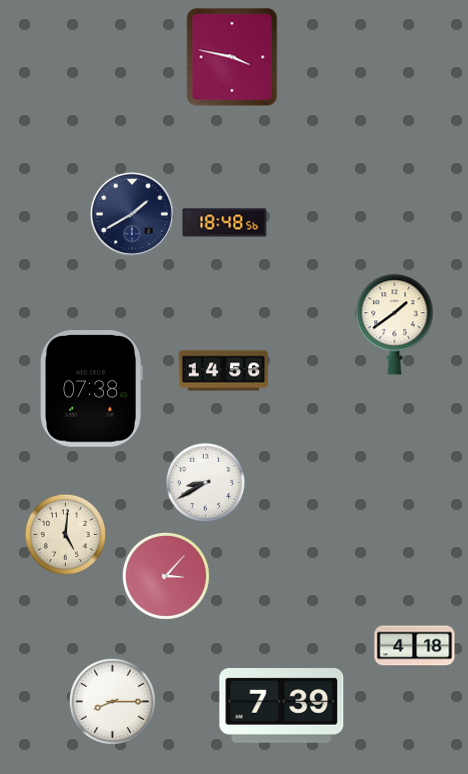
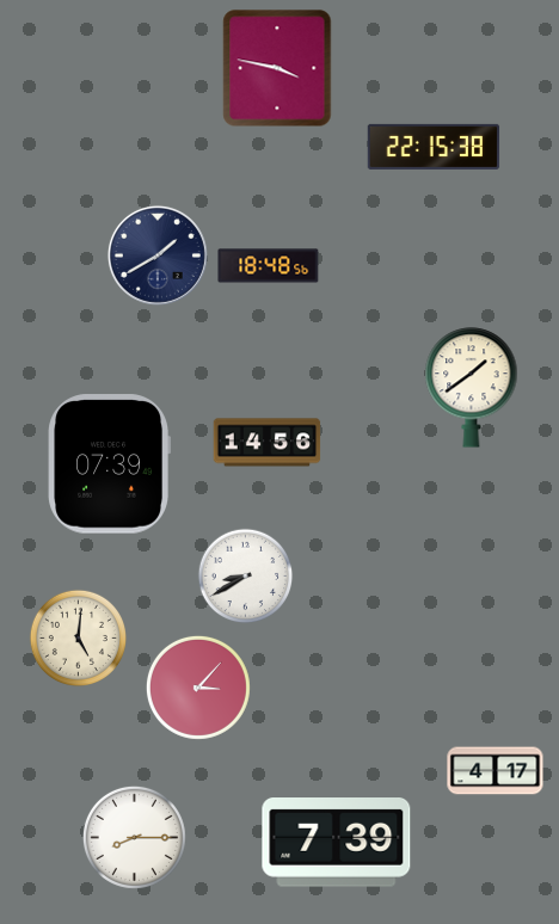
clock at (434, 147): none -> 22:15
clock at (91, 389): 07:38 -> 07:39
clock at (415, 646): 4:18 -> 4:17
